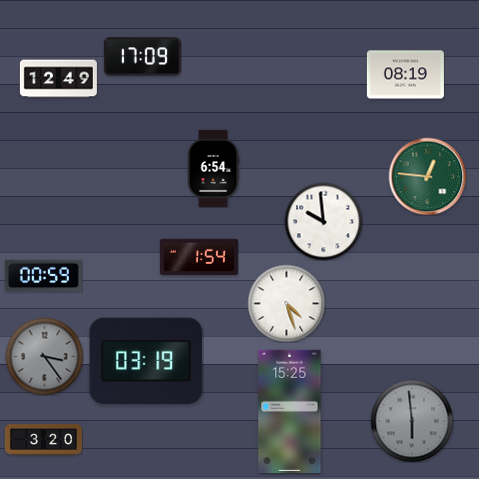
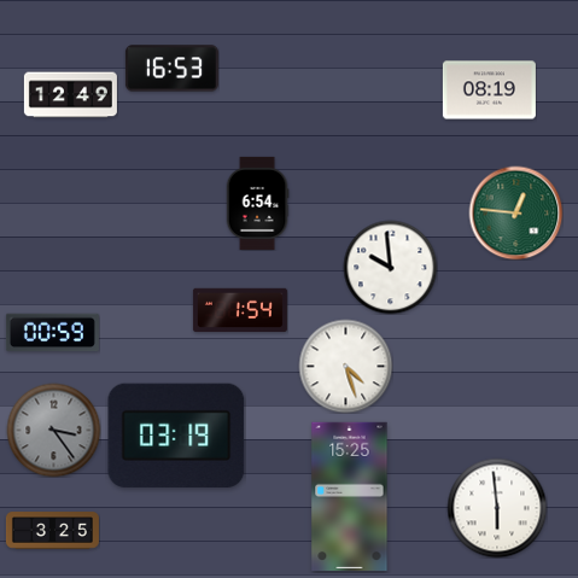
clock at (142, 57): 17:09 -> 16:53
clock at (412, 421) dial: grey -> white
clock at (43, 440): 3:20 -> 3:25
